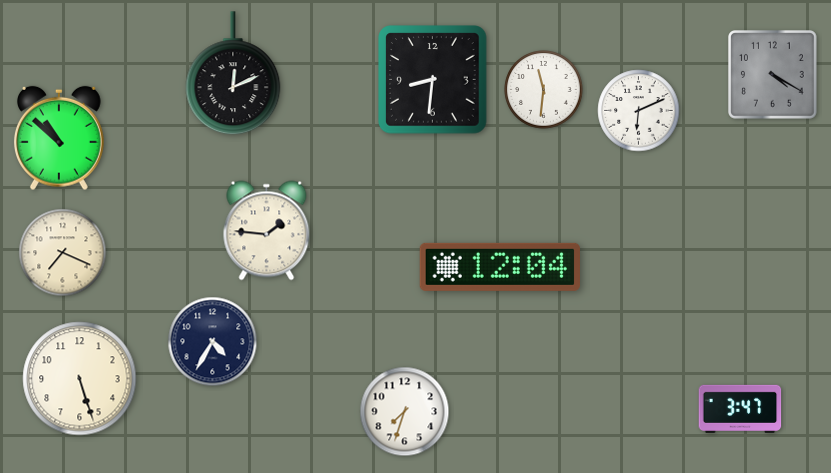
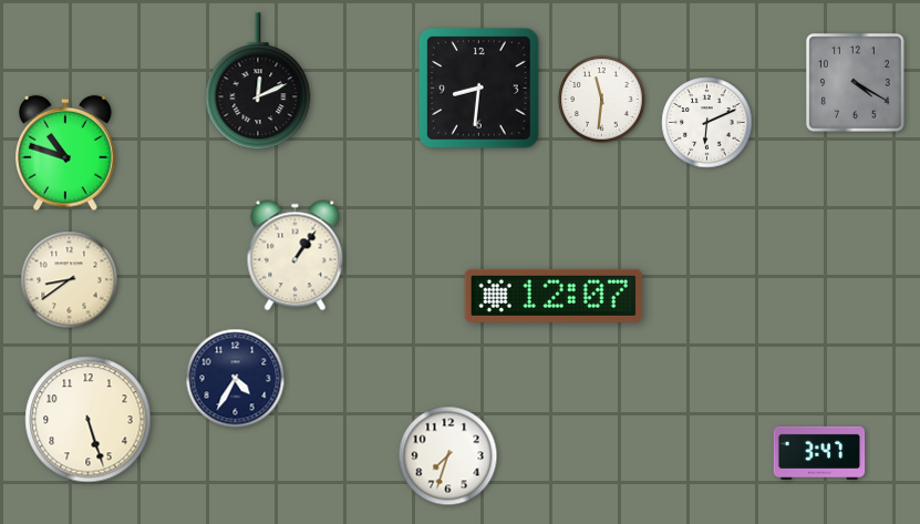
clock at (59, 138): 10:52 -> 10:48
clock at (267, 231): 1:46 -> 1:06
clock at (63, 253): 7:19 -> 8:39
clock at (500, 267): 12:04 -> 12:07
